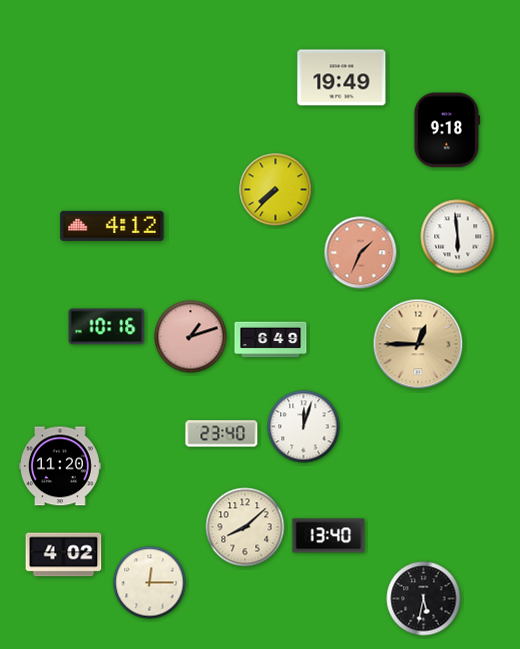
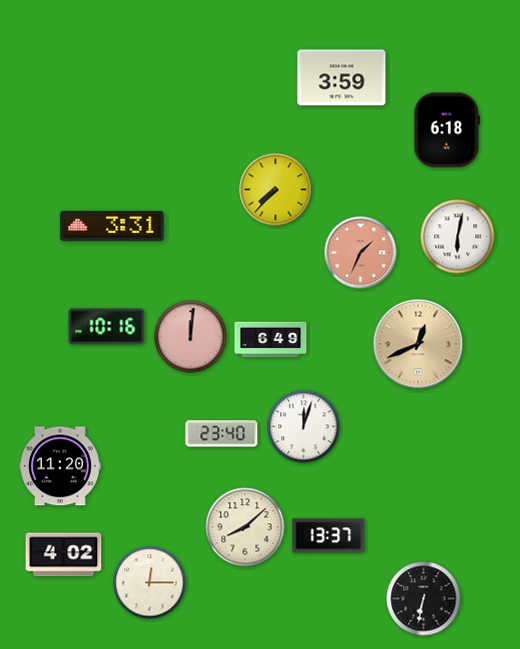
clock at (342, 78): 19:49 -> 3:59
clock at (447, 130): 9:18 -> 6:18
clock at (112, 226): 4:12 -> 3:31
clock at (458, 237): 5:59 -> 6:02
clock at (191, 337): 1:12 -> 12:01
clock at (418, 344): 12:45 -> 12:41
clock at (329, 536): 13:40 -> 13:37
clock at (424, 599): 5:32 -> 6:32
